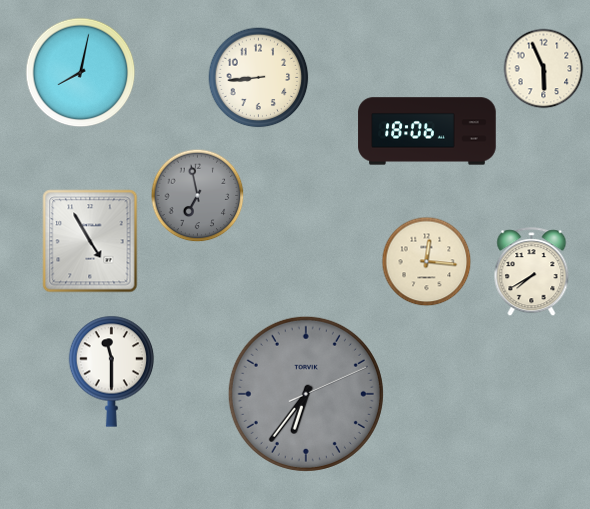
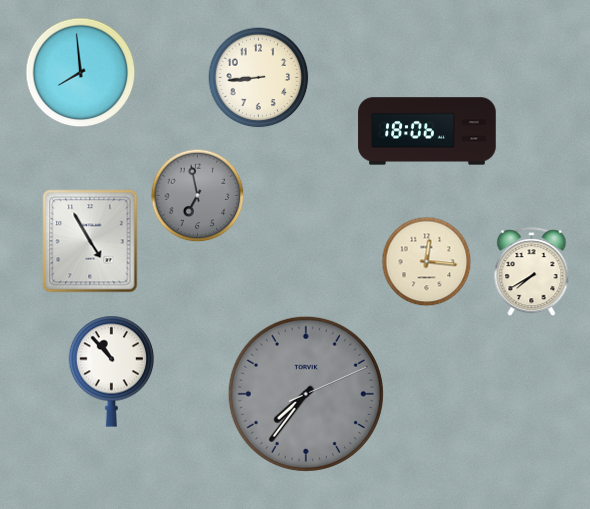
clock at (544, 69): 5:56 -> none
clock at (81, 73): 8:02 -> 7:59
clock at (112, 371): 11:30 -> 10:53
clock at (306, 394): 6:36 -> 7:36
